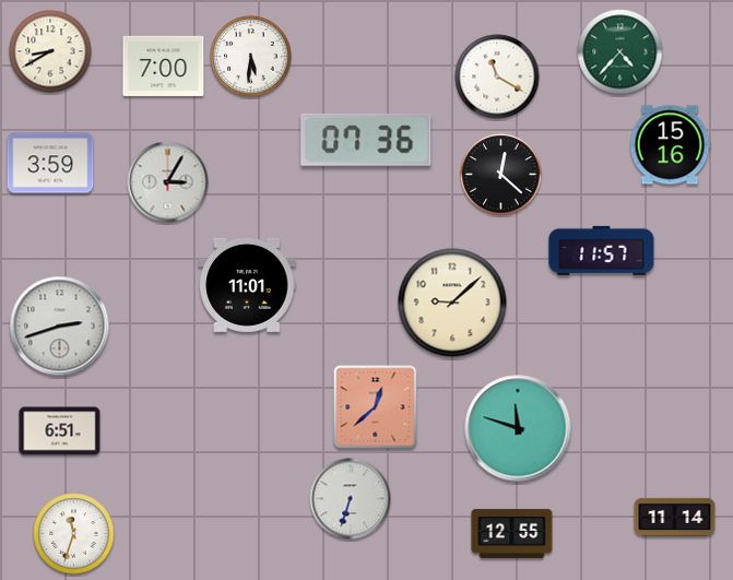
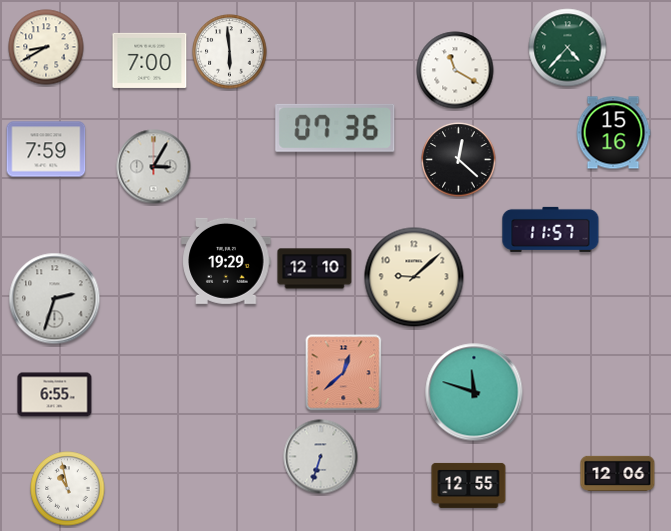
clock at (251, 57): 5:31 -> 5:59
clock at (50, 163): 3:59 -> 7:59
clock at (247, 285): 11:01 -> 19:29
clock at (315, 269): none -> 12:10
clock at (60, 327): 2:42 -> 2:33
clock at (60, 431): 6:51 -> 6:55
clock at (675, 517): 11:14 -> 12:06
clock at (512, 533) position: (512, 533) -> (469, 485)
clock at (74, 534): 11:33 -> 10:58
